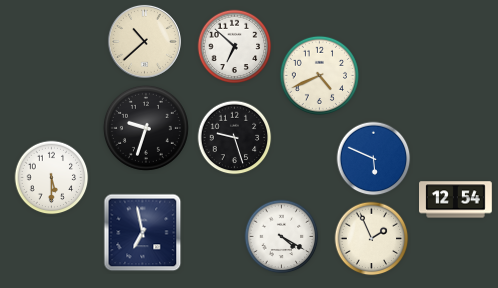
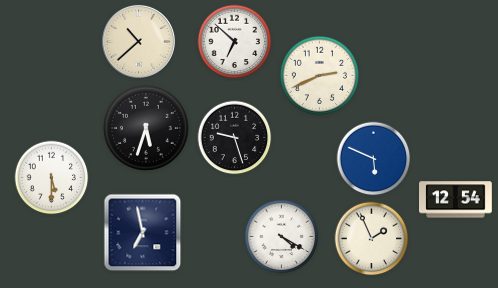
clock at (144, 41) position: (144, 41) -> (138, 41)
clock at (235, 47) position: (235, 47) -> (235, 42)
clock at (319, 75): 4:41 -> 2:41
clock at (146, 128): 9:33 -> 5:33
